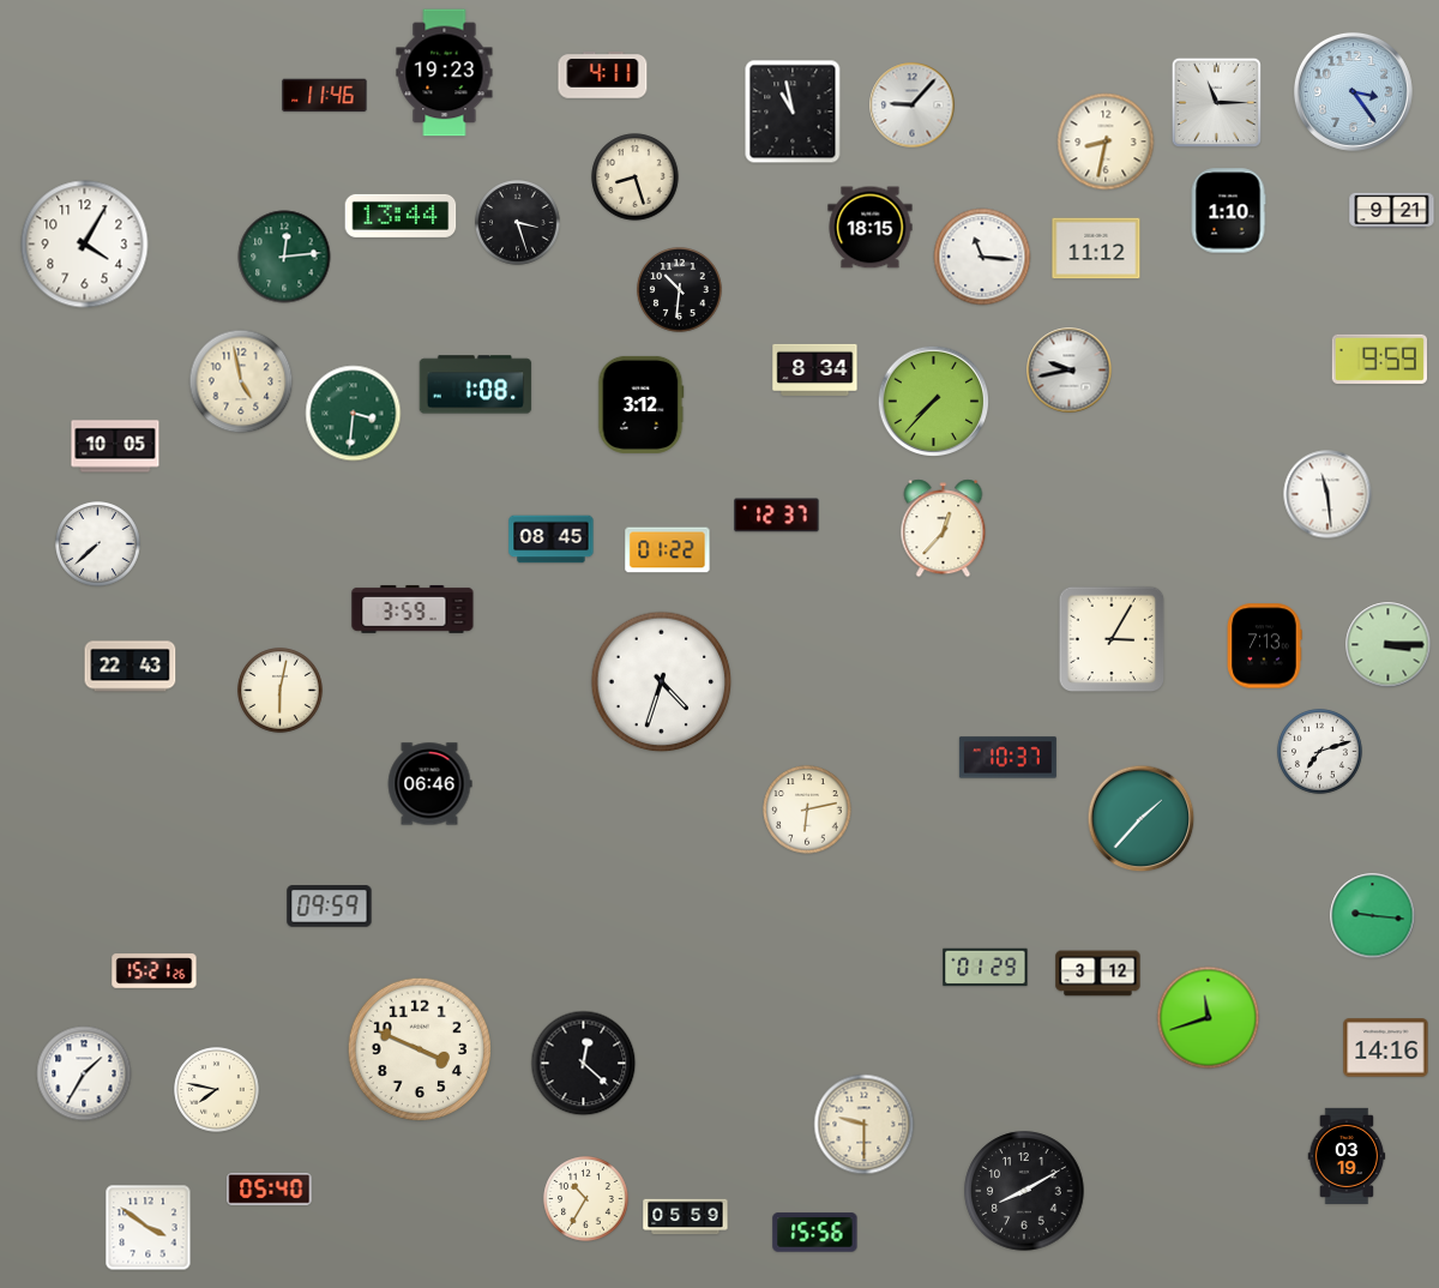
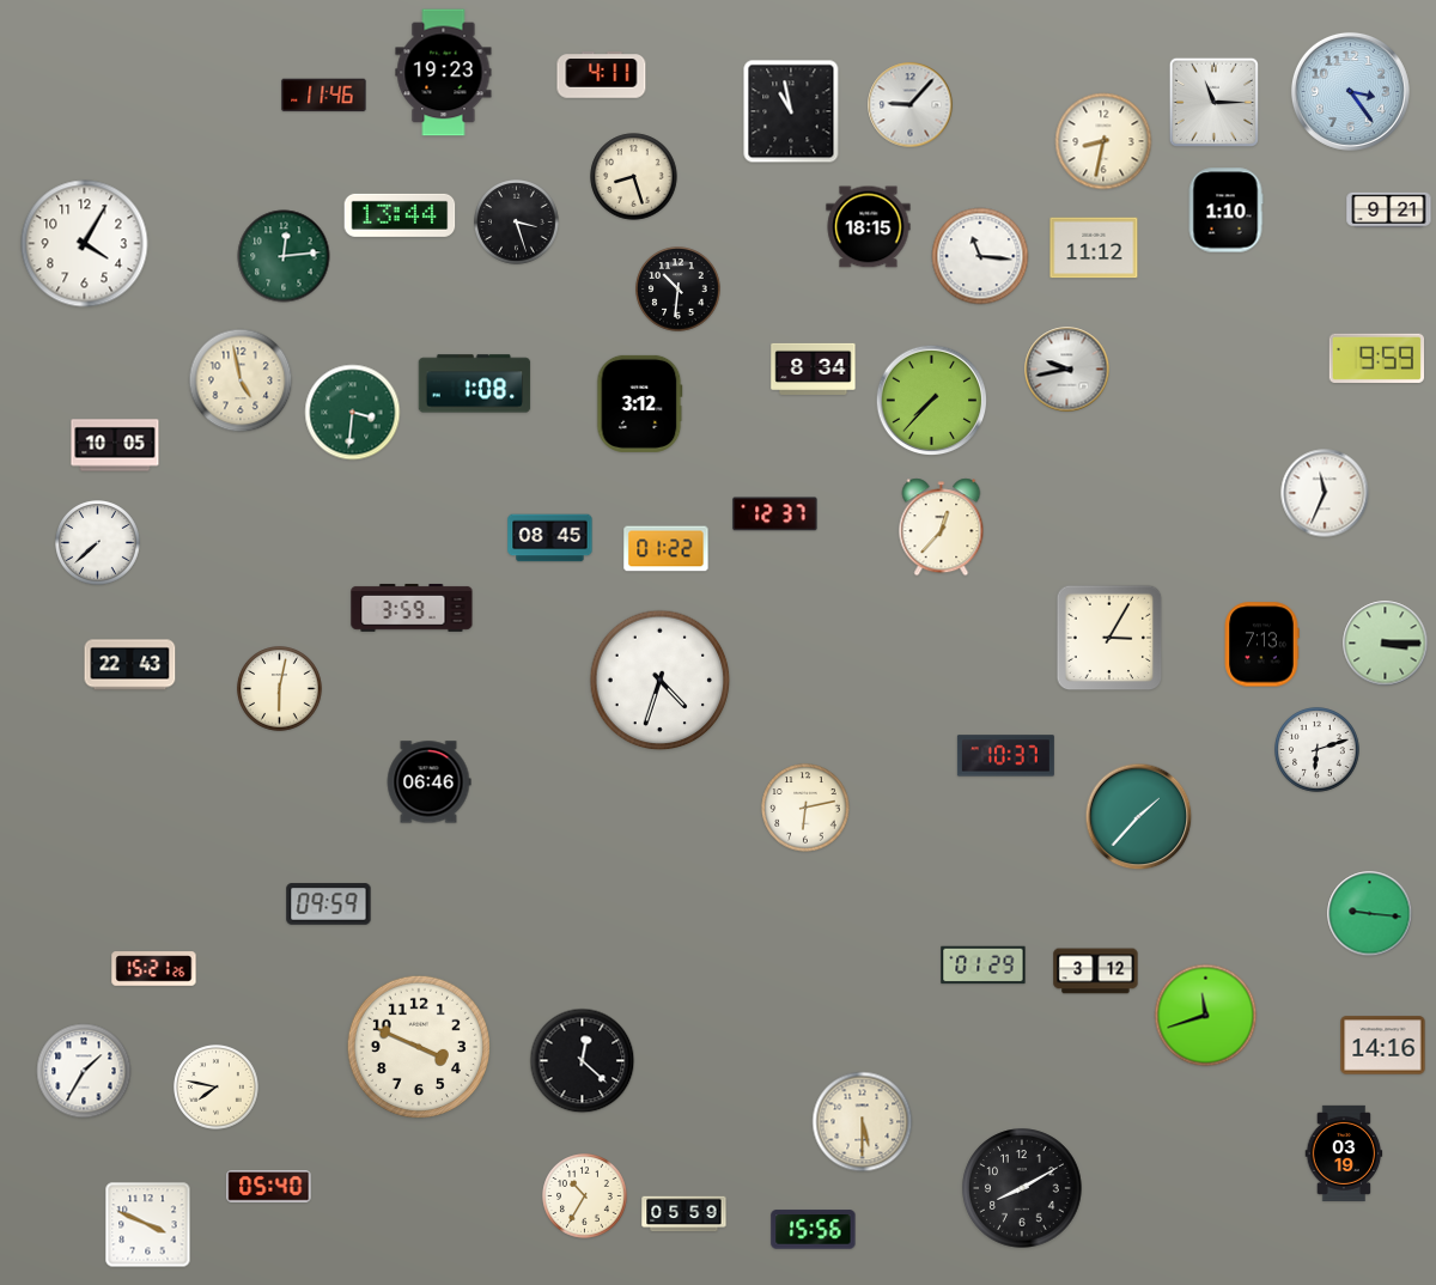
clock at (1327, 494): 11:29 -> 11:34
clock at (1320, 752): 7:12 -> 6:12
clock at (865, 1125): 9:30 -> 5:30
clock at (149, 1228): 3:51 -> 3:49
